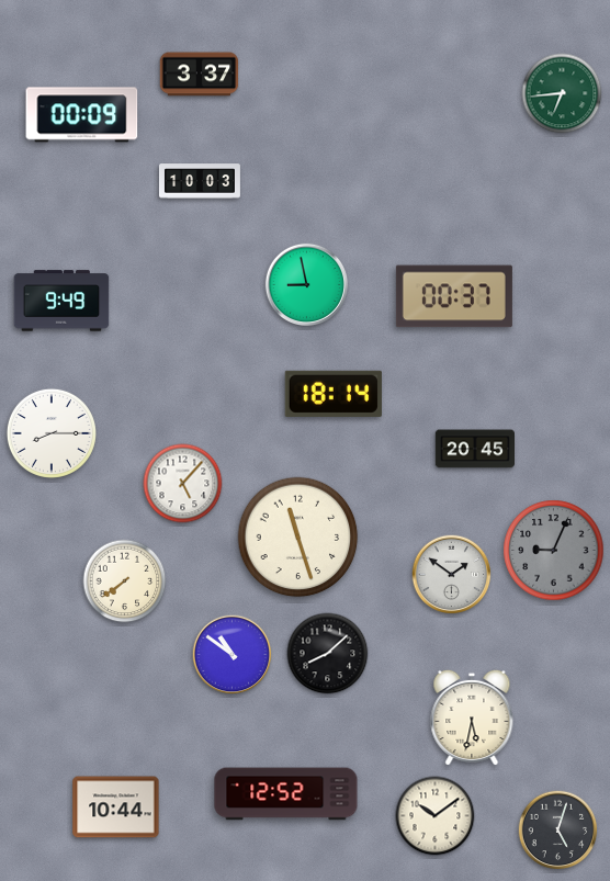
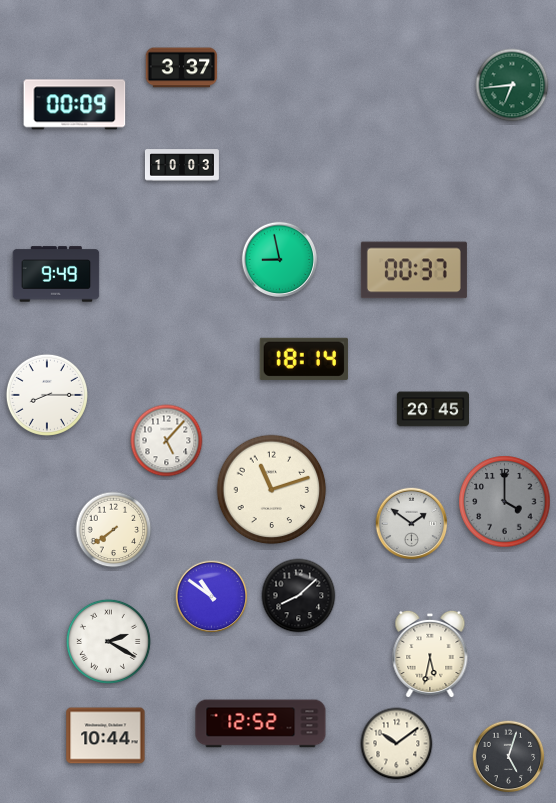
clock at (298, 538): 11:27 -> 11:12
clock at (554, 551): 9:04 -> 4:00
clock at (108, 641): none -> 2:20
